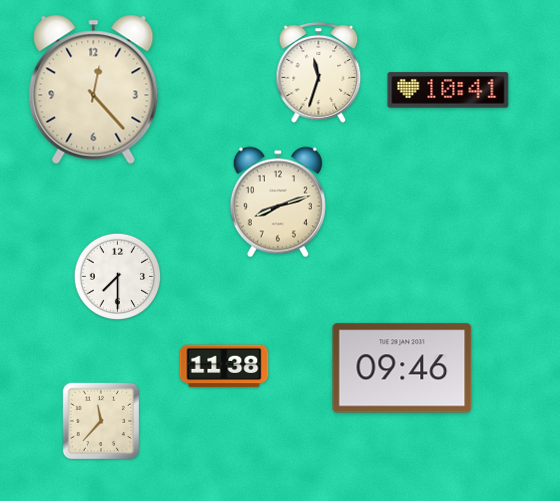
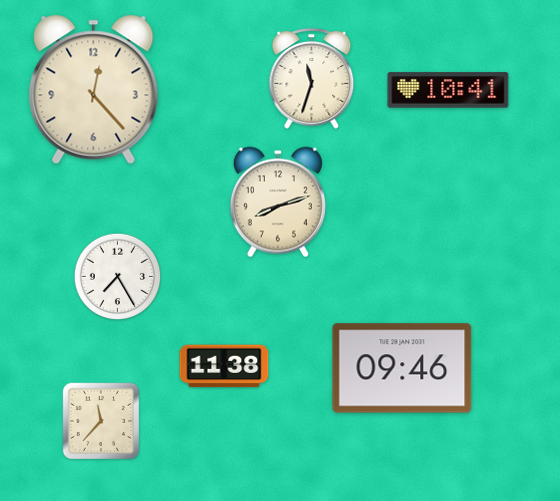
clock at (319, 73) position: (319, 73) -> (312, 79)
clock at (118, 277): 7:30 -> 7:25
